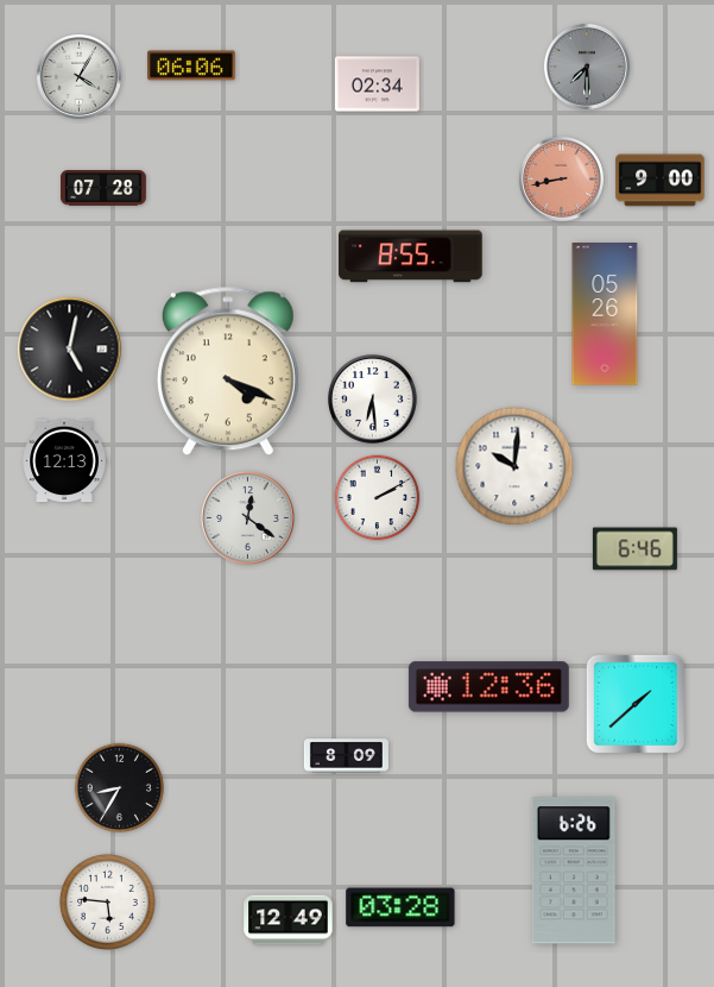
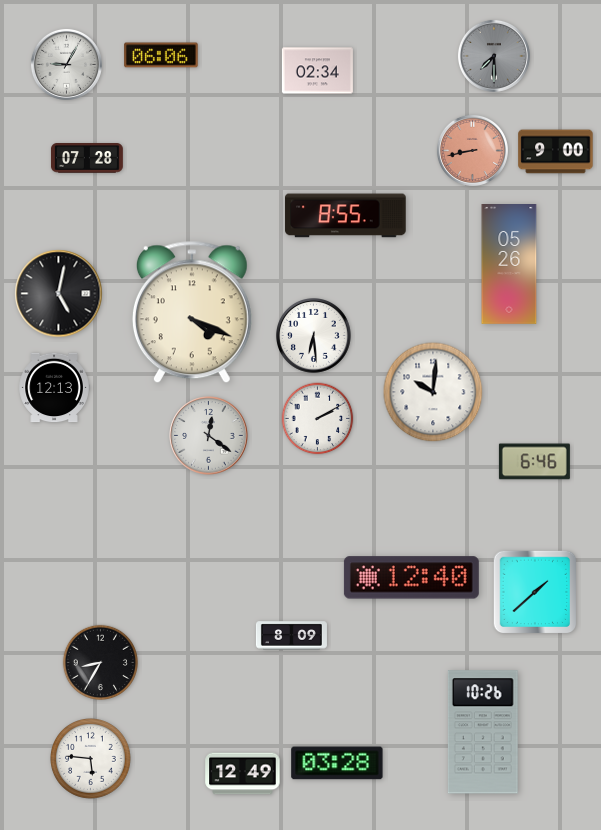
clock at (78, 76): 4:05 -> 9:05
clock at (488, 687): 12:36 -> 12:40
clock at (574, 870): 6:26 -> 10:26
